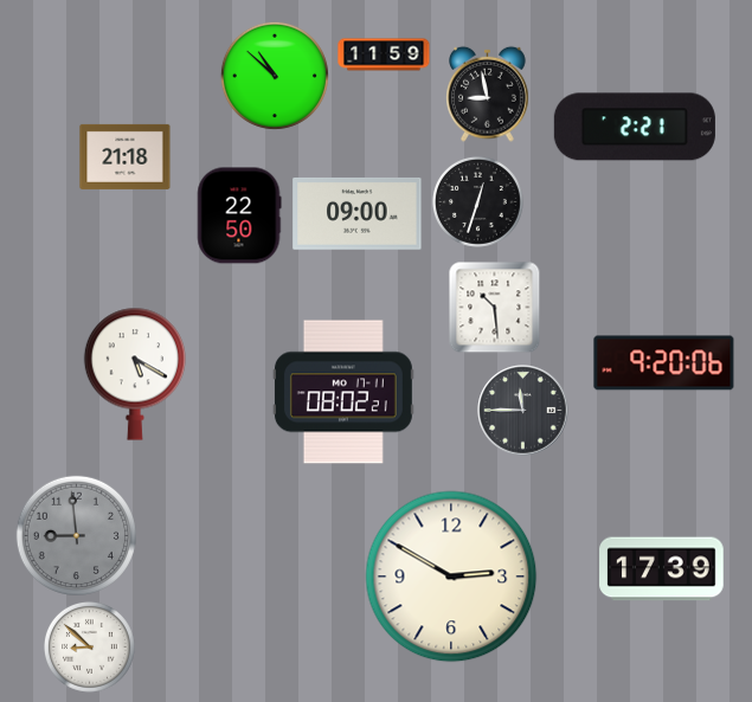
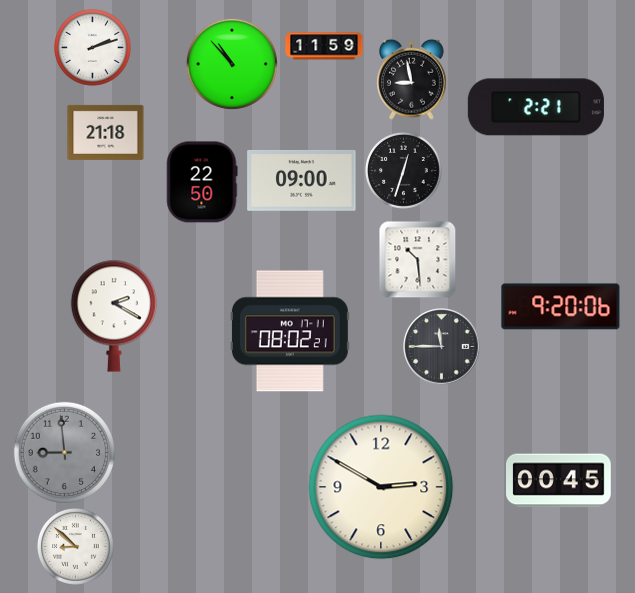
clock at (92, 47): none -> 2:12
clock at (275, 76): 10:52 -> 10:53
clock at (134, 374): 5:20 -> 2:20
clock at (662, 569): 17:39 -> 00:45
